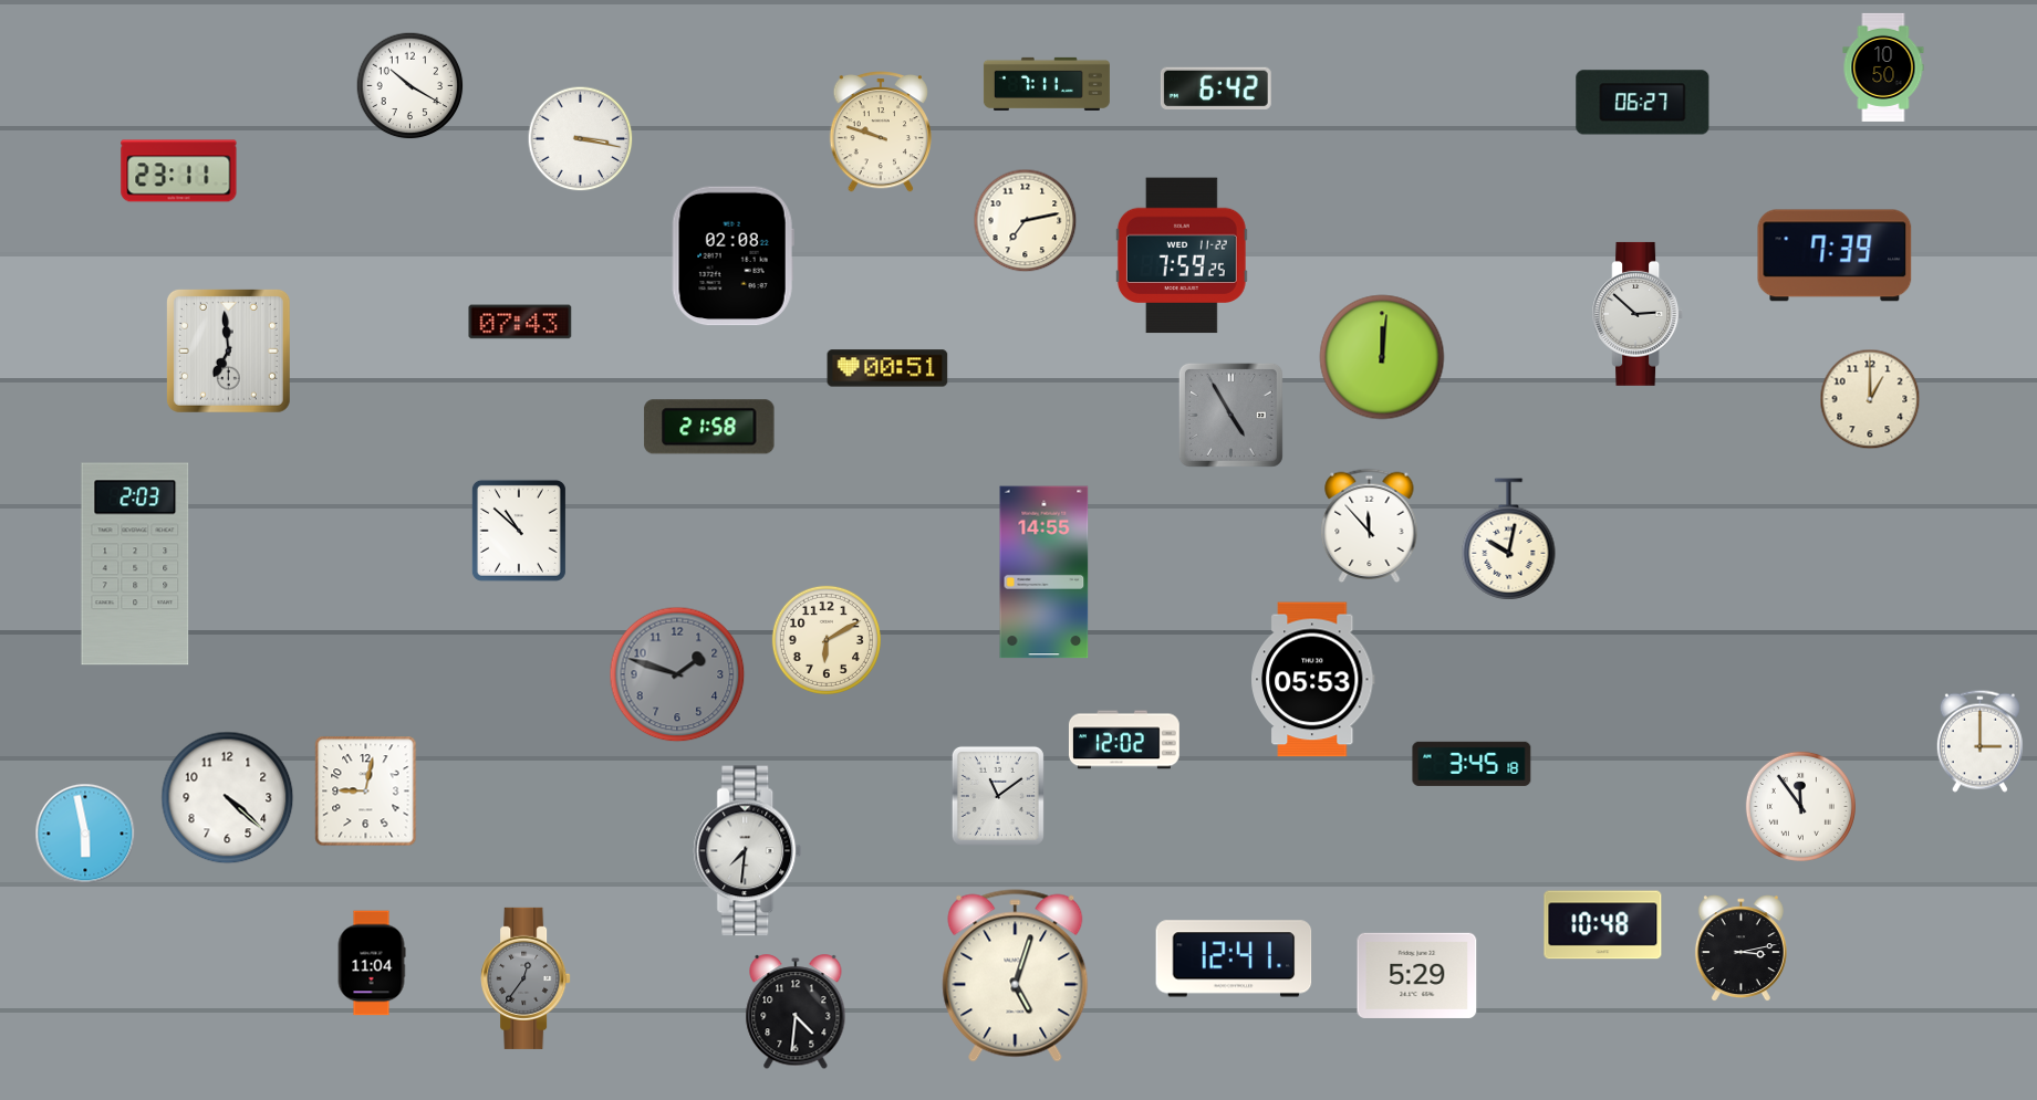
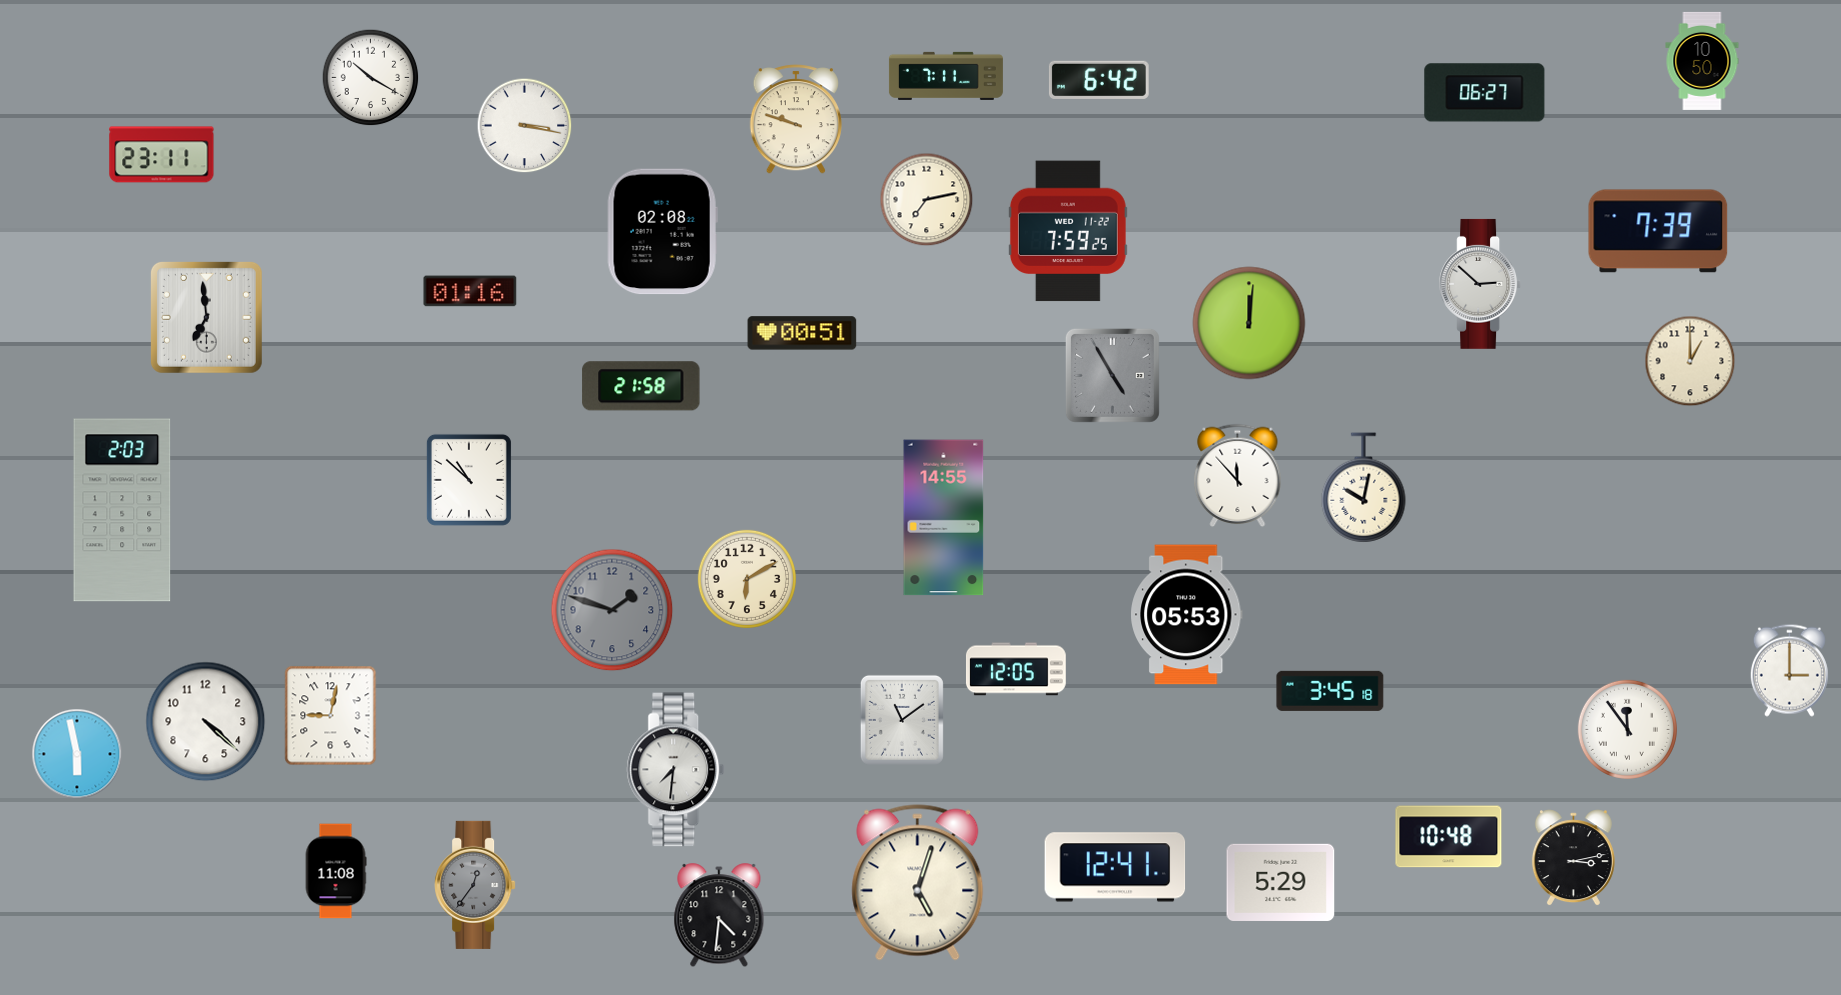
clock at (520, 322): 07:43 -> 01:16
clock at (1124, 740): 12:02 -> 12:05
clock at (372, 963): 11:04 -> 11:08
